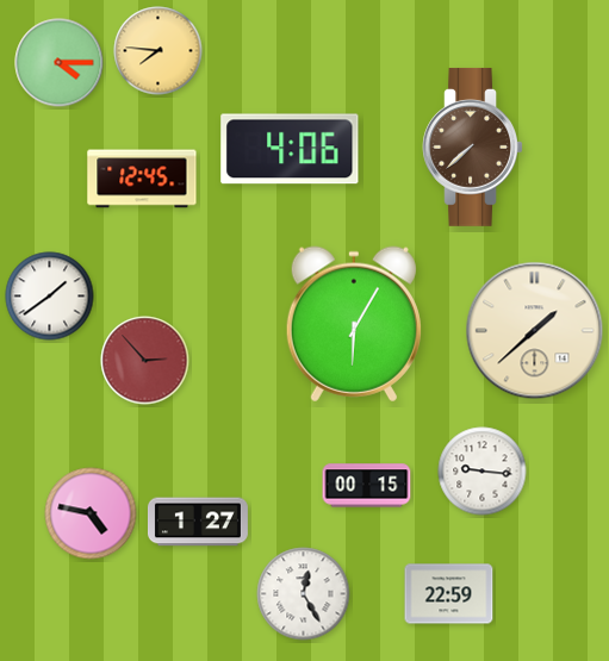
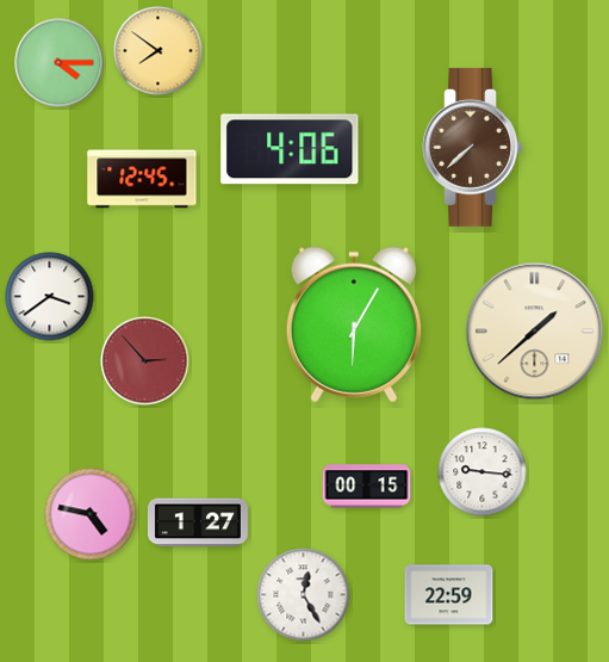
clock at (159, 51): 7:46 -> 7:51
clock at (50, 297): 1:39 -> 3:39
